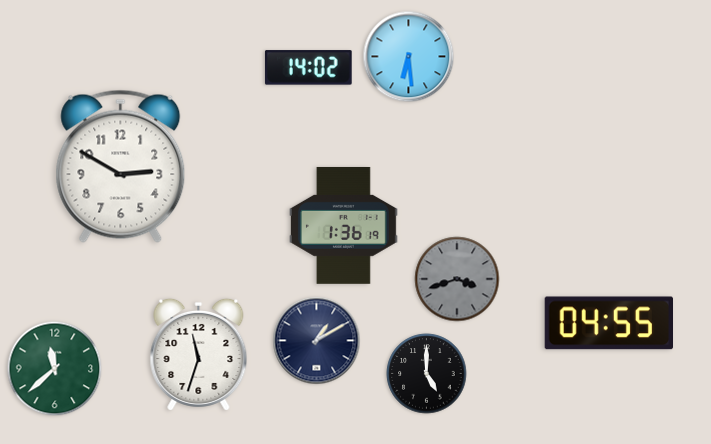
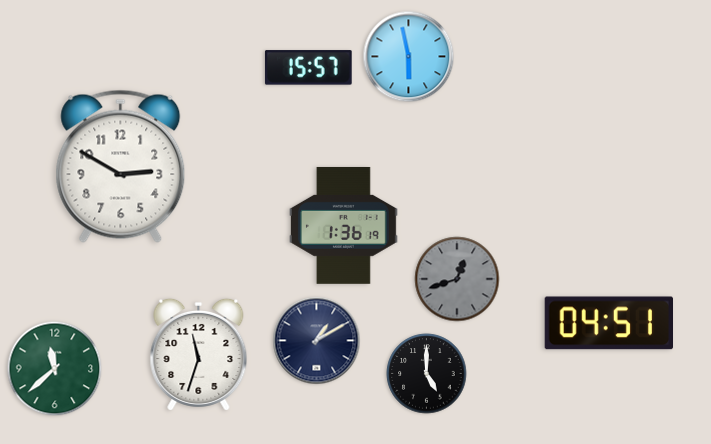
clock at (409, 57): 6:29 -> 5:58
clock at (308, 68): 14:02 -> 15:57
clock at (457, 279): 3:42 -> 12:42
clock at (608, 323): 04:55 -> 04:51
